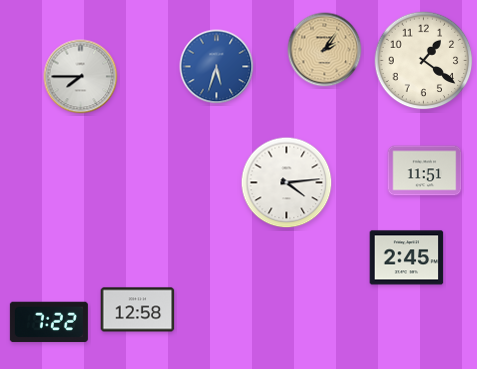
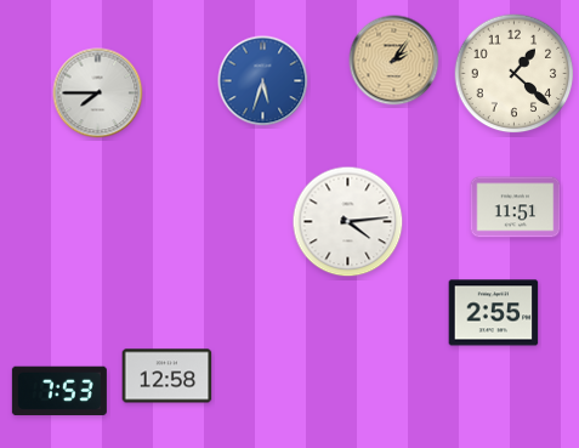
clock at (424, 61): 1:21 -> 1:22
clock at (407, 258): 2:45 -> 2:55
clock at (49, 322): 7:22 -> 7:53
